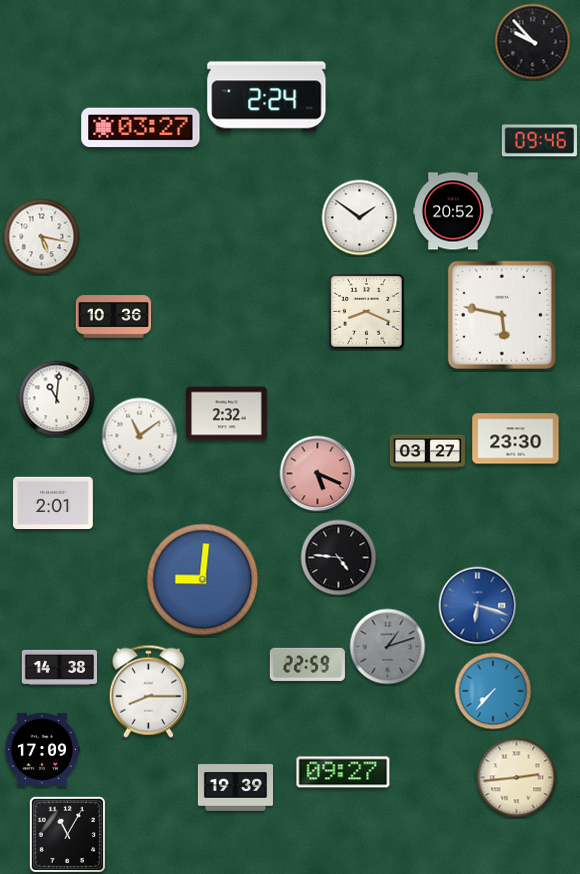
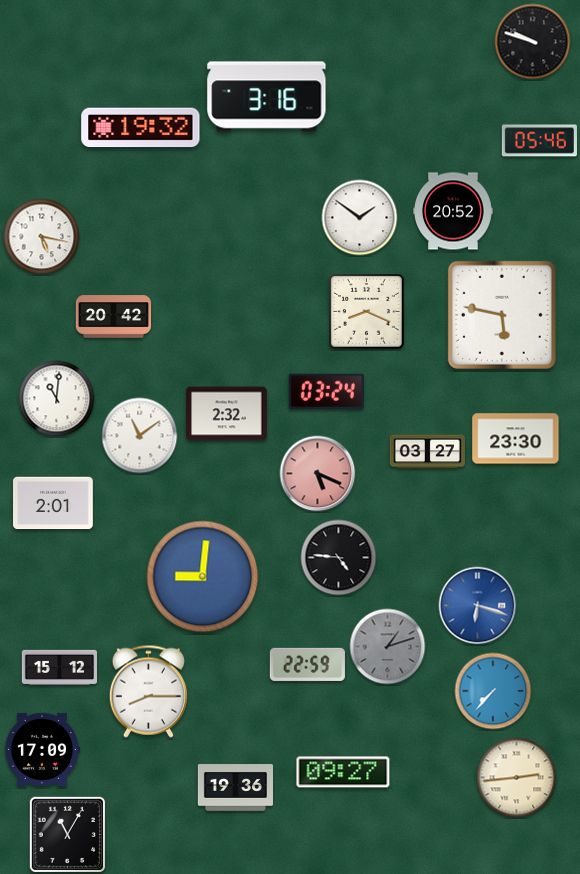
clock at (533, 42): 9:53 -> 9:48
clock at (267, 97): 2:24 -> 3:16
clock at (141, 128): 03:27 -> 19:32
clock at (539, 141): 09:46 -> 05:46
clock at (113, 317): 10:36 -> 20:42
clock at (326, 391): none -> 03:24
clock at (203, 580) position: (203, 580) -> (203, 577)
clock at (59, 667): 14:38 -> 15:12
clock at (235, 788): 19:39 -> 19:36
